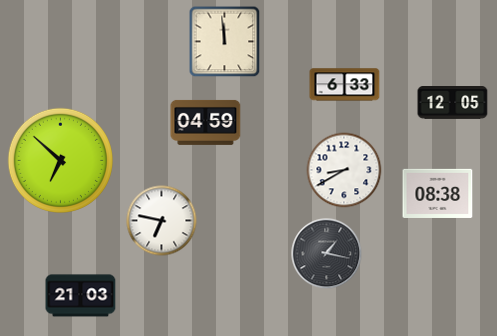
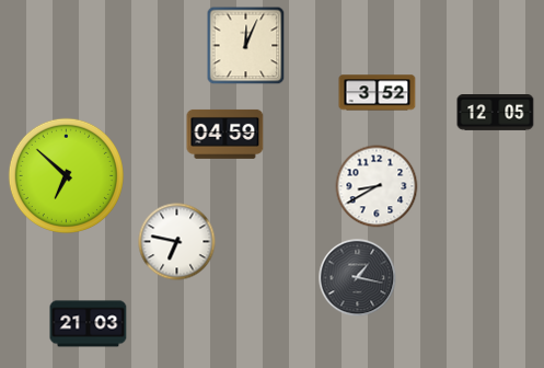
clock at (225, 42): 11:59 -> 12:04
clock at (345, 85): 6:33 -> 3:52
clock at (438, 193): 08:38 -> none
